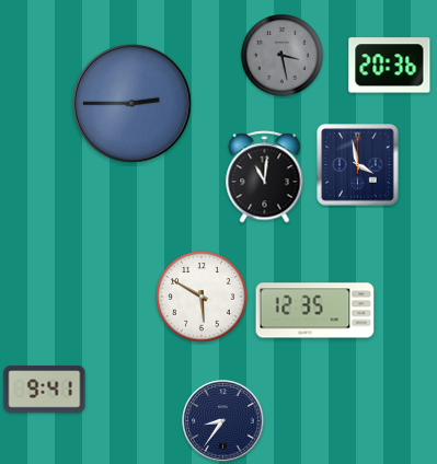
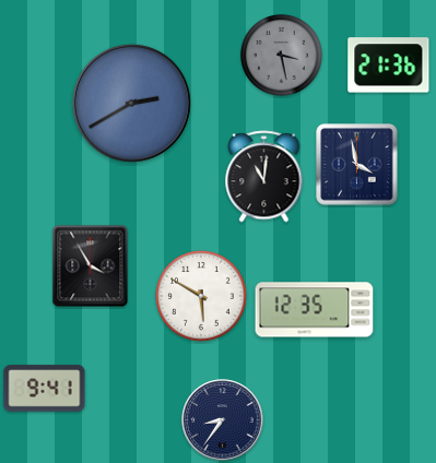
clock at (390, 66): 20:36 -> 21:36
clock at (131, 103): 2:45 -> 2:40
clock at (91, 266): none -> 3:55
